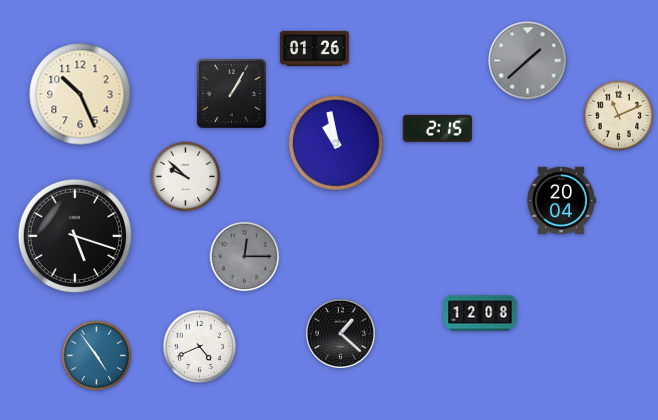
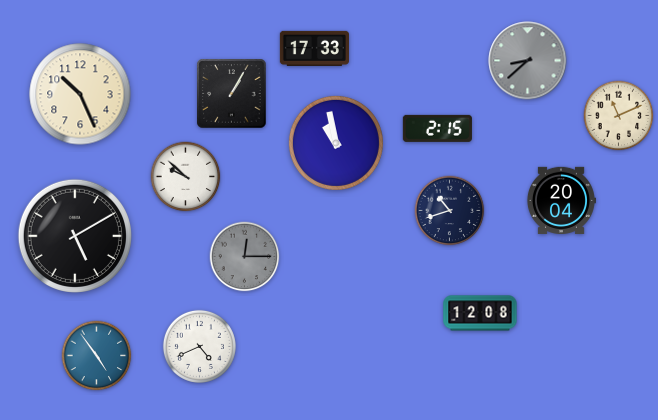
clock at (314, 48): 01:26 -> 17:33
clock at (528, 61): 1:38 -> 8:38
clock at (450, 211): none -> 10:42
clock at (75, 236): 5:18 -> 5:10
clock at (340, 333): 1:22 -> none
